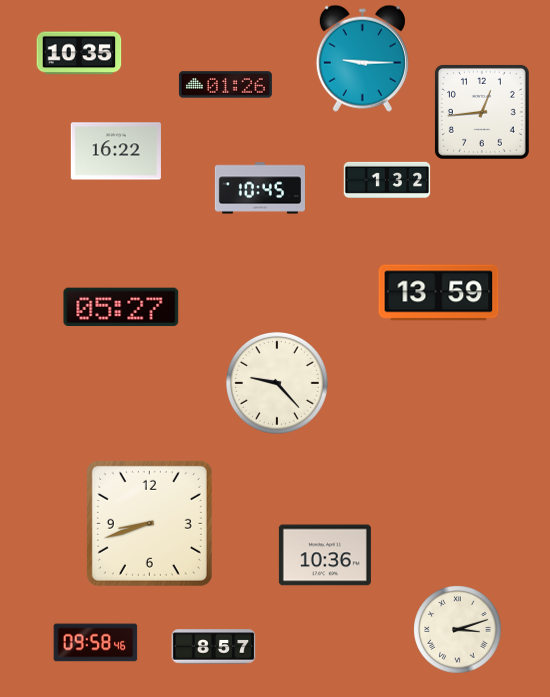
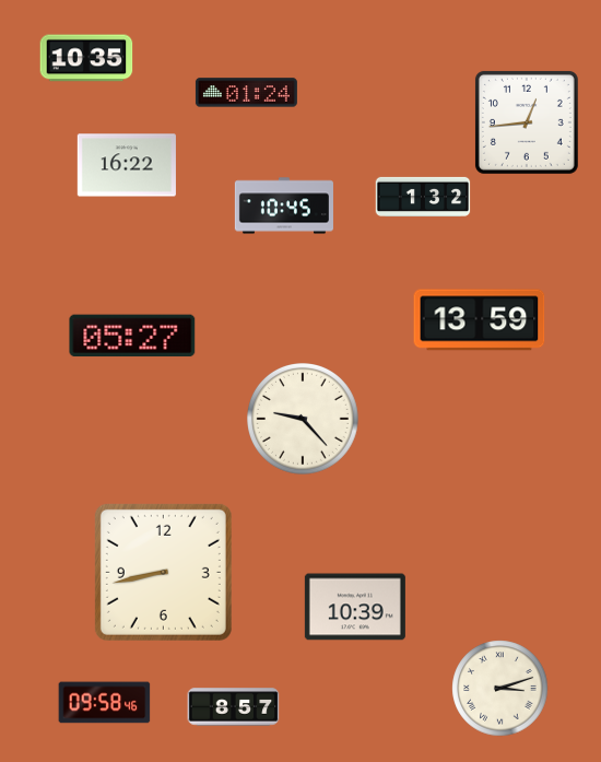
clock at (362, 58): 9:15 -> none
clock at (225, 85): 01:26 -> 01:24
clock at (149, 523): 8:42 -> 8:43
clock at (325, 555): 10:36 -> 10:39
